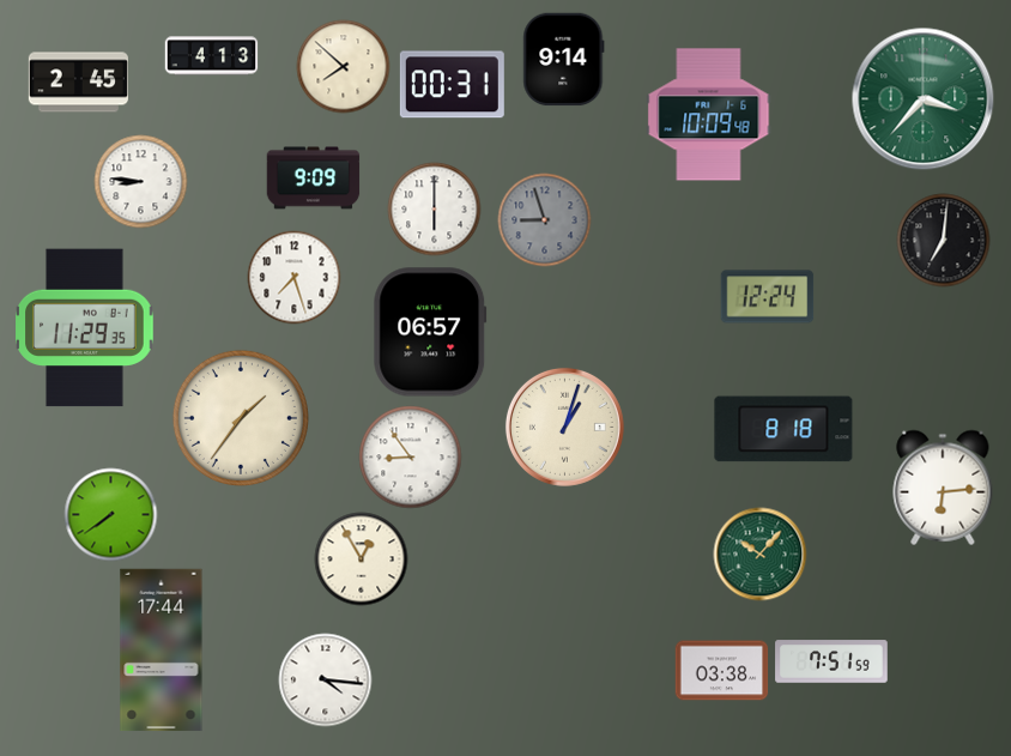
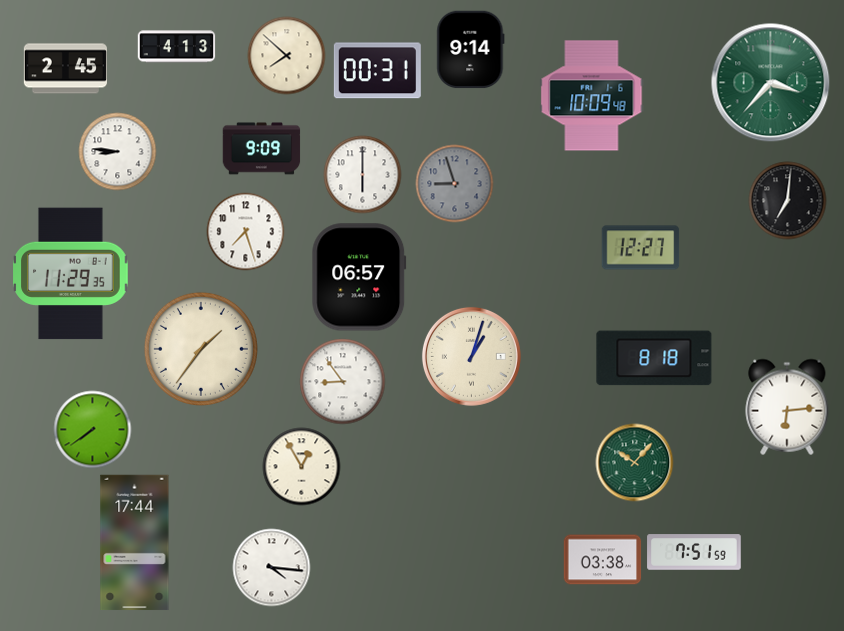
clock at (767, 297): 12:24 -> 12:27
